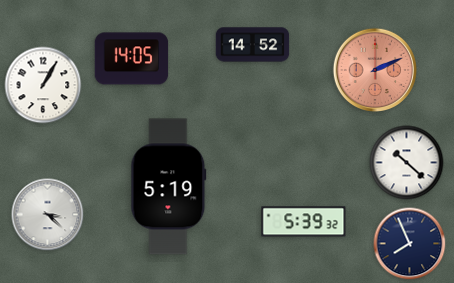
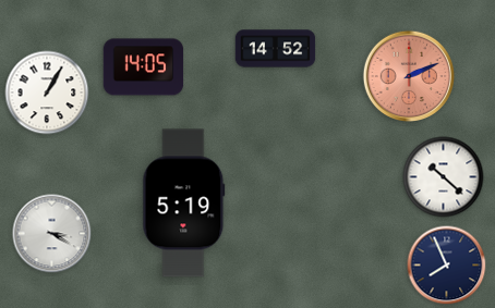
clock at (132, 59) position: (132, 59) -> (144, 67)
clock at (48, 215): 3:22 -> 3:20
clock at (304, 222): 5:39 -> none
